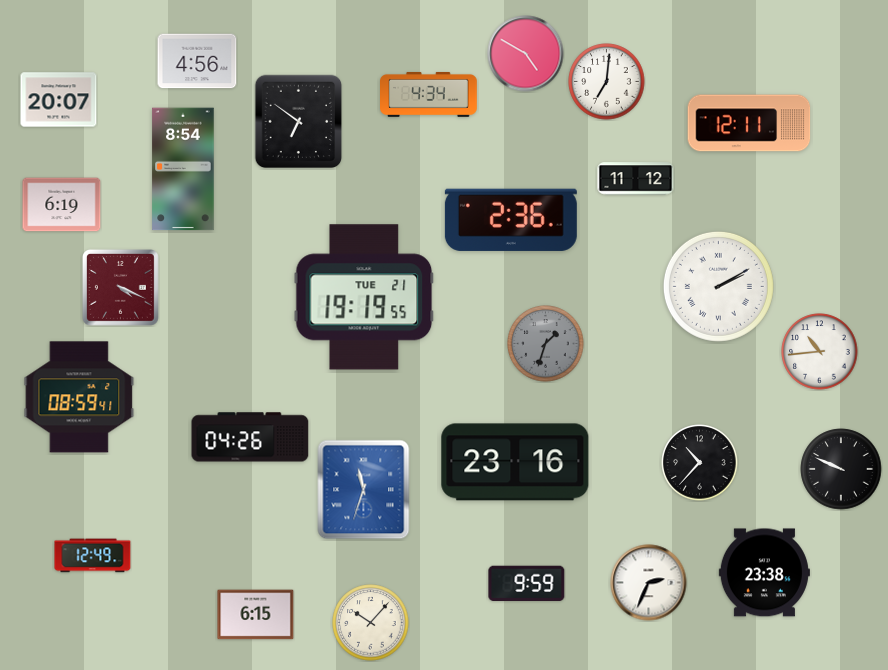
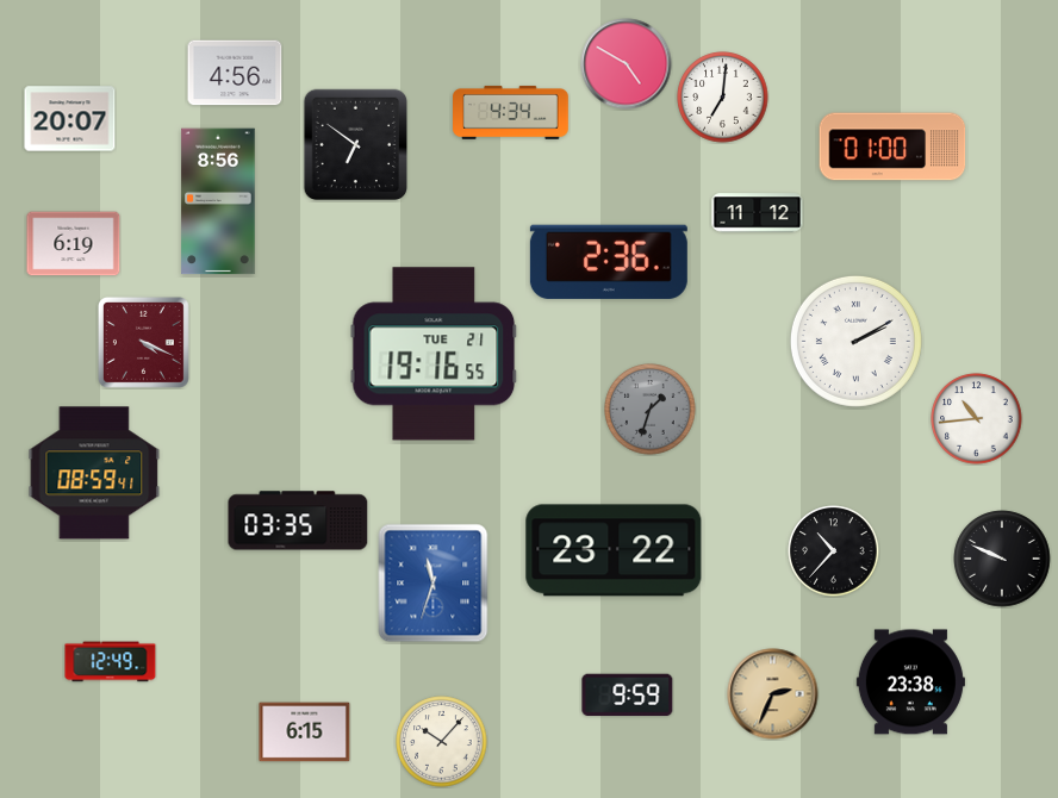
clock at (749, 123): 12:11 -> 01:00
clock at (183, 169): 8:54 -> 8:56
clock at (364, 297): 19:19 -> 19:16
clock at (250, 437): 04:26 -> 03:35
clock at (515, 462): 23:16 -> 23:22
clock at (649, 583) dial: white -> champagne
